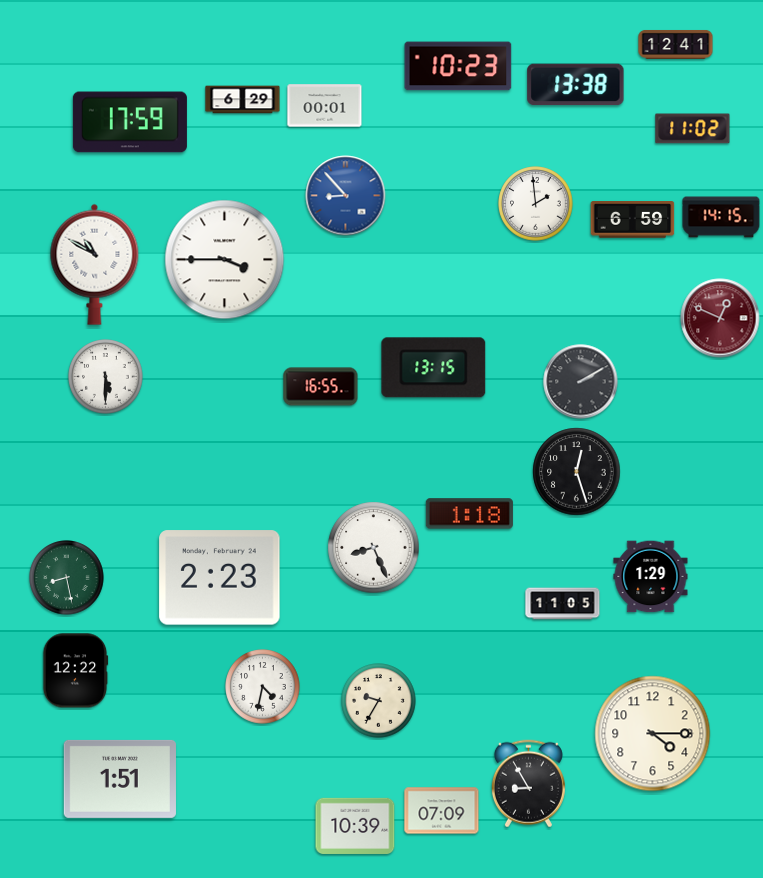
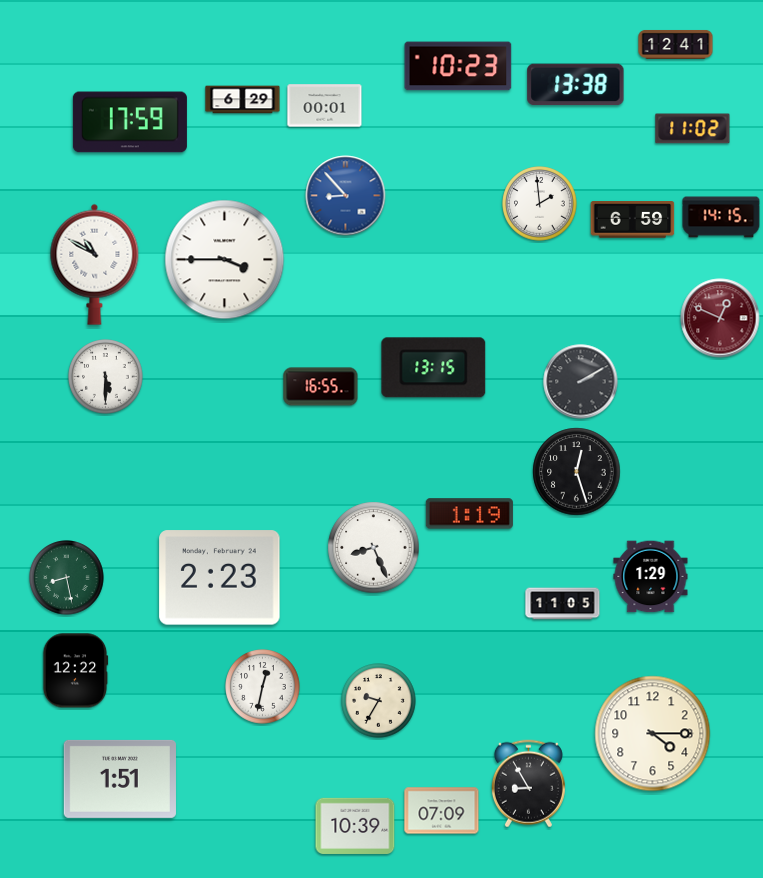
clock at (536, 204) position: (536, 204) -> (540, 204)
clock at (469, 514): 1:18 -> 1:19
clock at (263, 687): 4:32 -> 12:32
